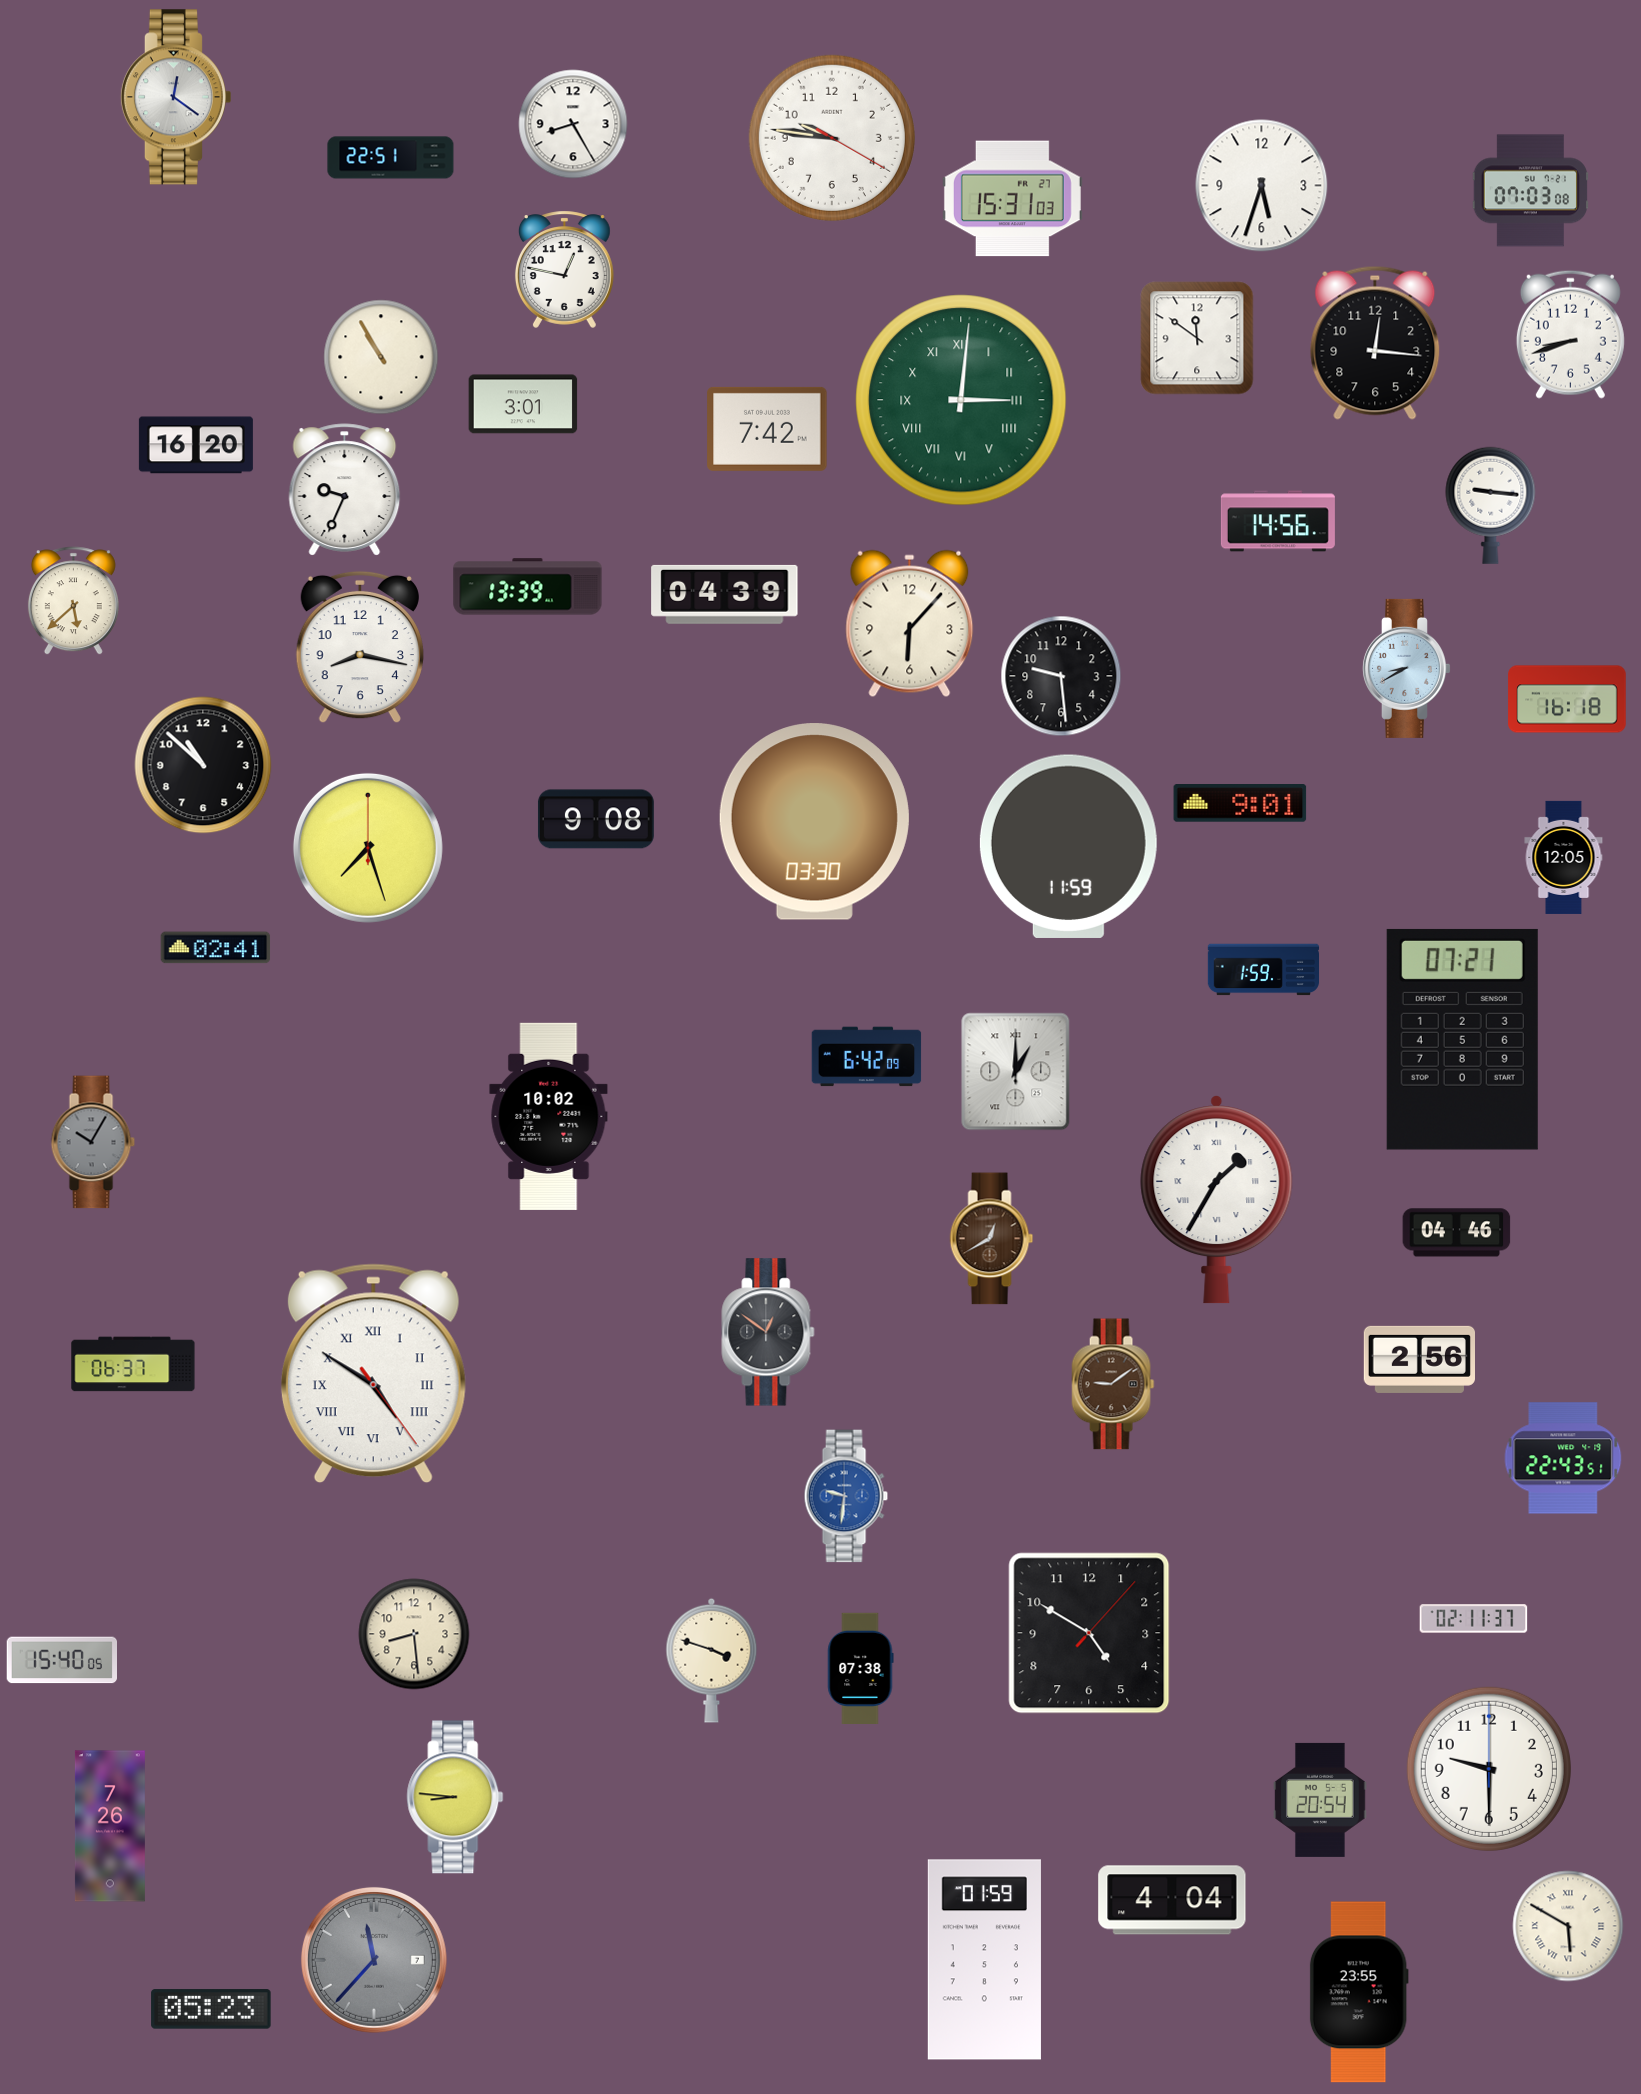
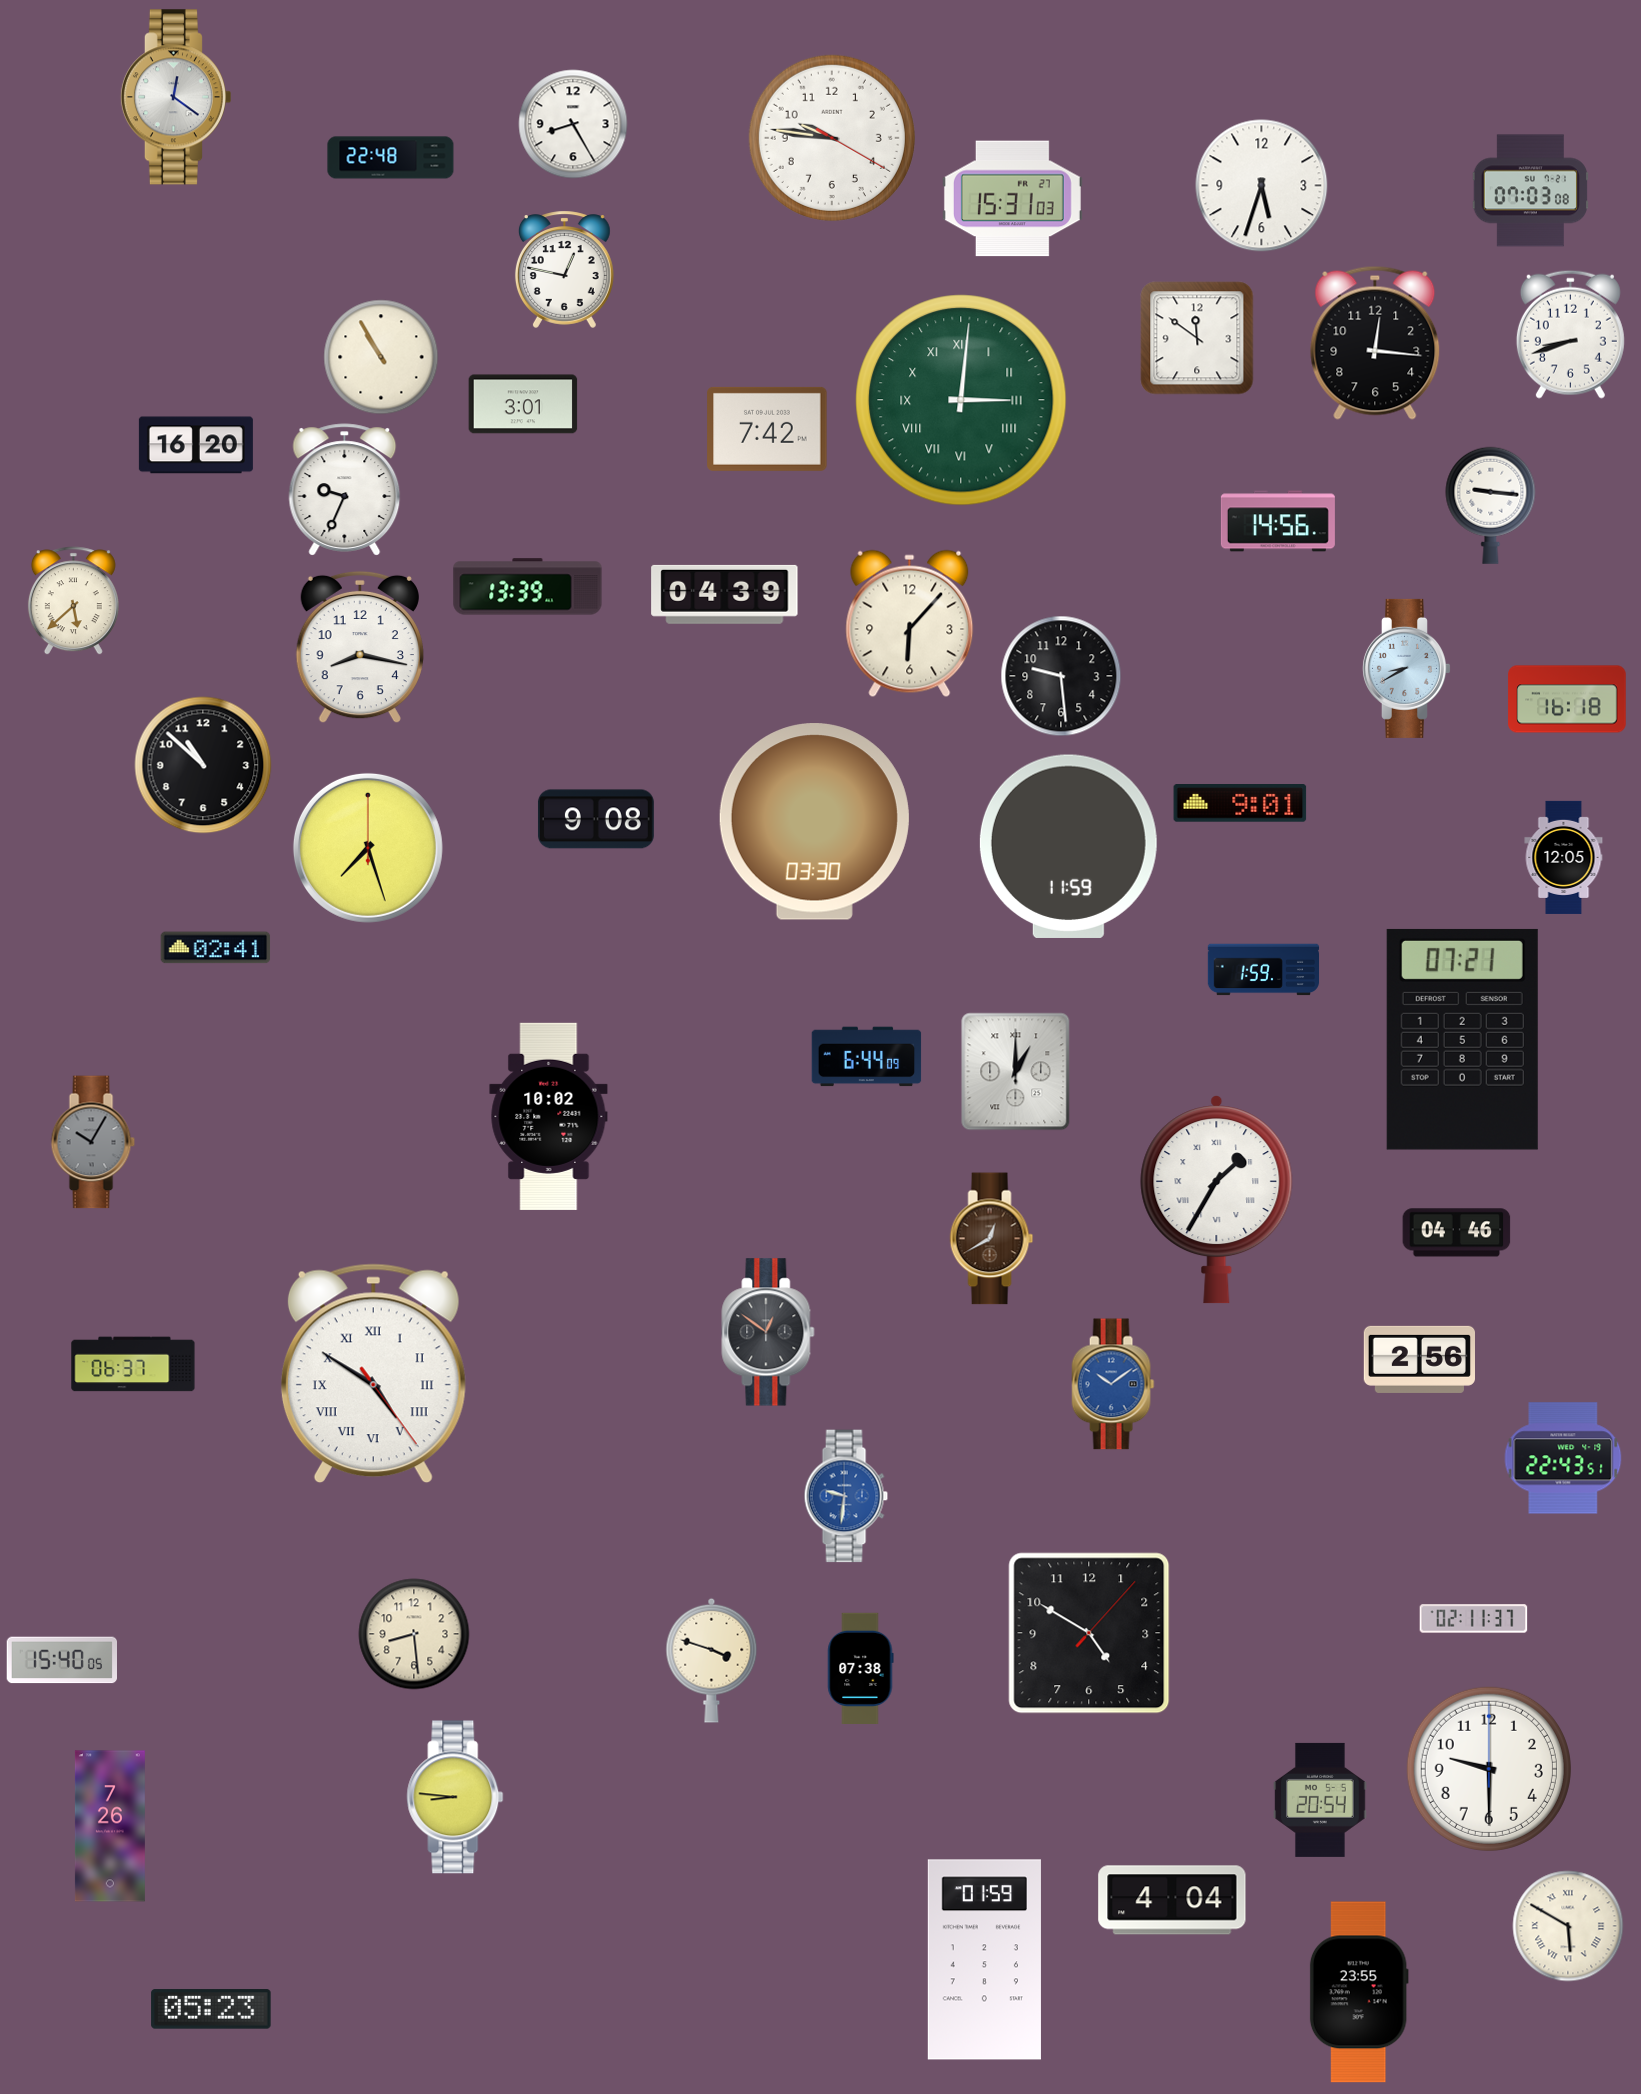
clock at (391, 158): 22:51 -> 22:48
clock at (867, 1057): 6:42 -> 6:44
clock at (1113, 1384): 9:09 -> 10:09
clock at (1113, 1384) dial: brown -> blue
clock at (374, 1960): 11:37 -> none
